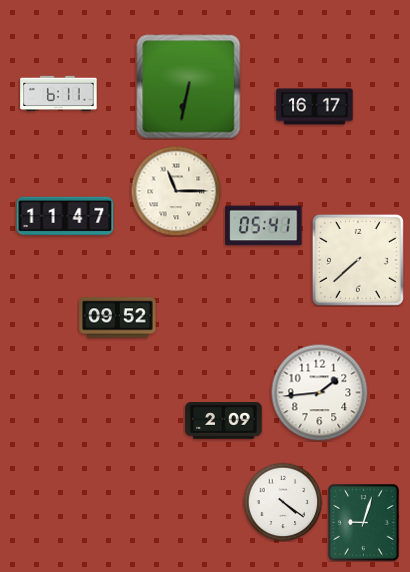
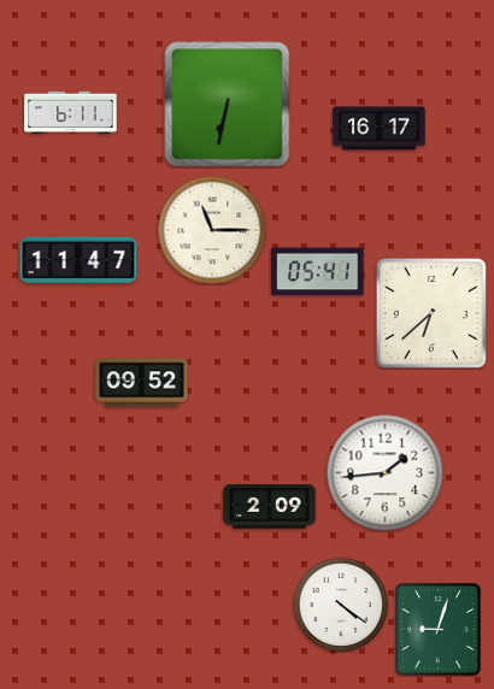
clock at (358, 260): 7:38 -> 6:38
